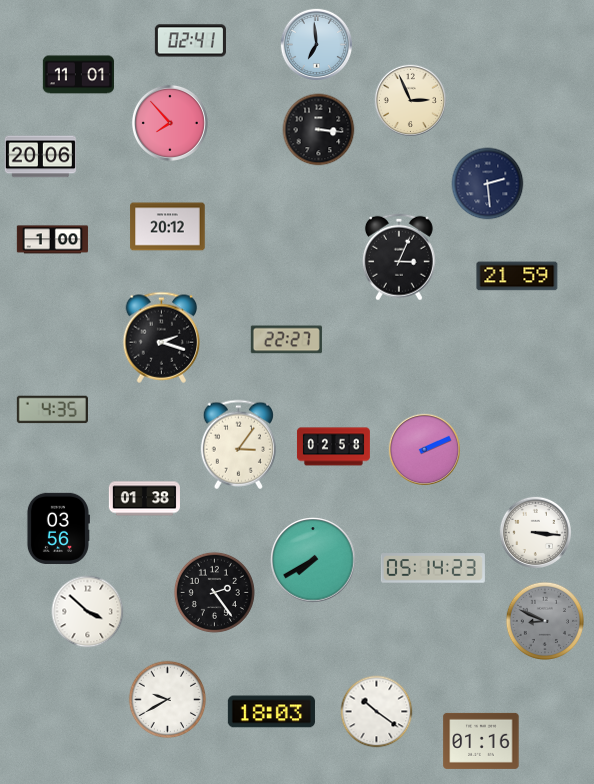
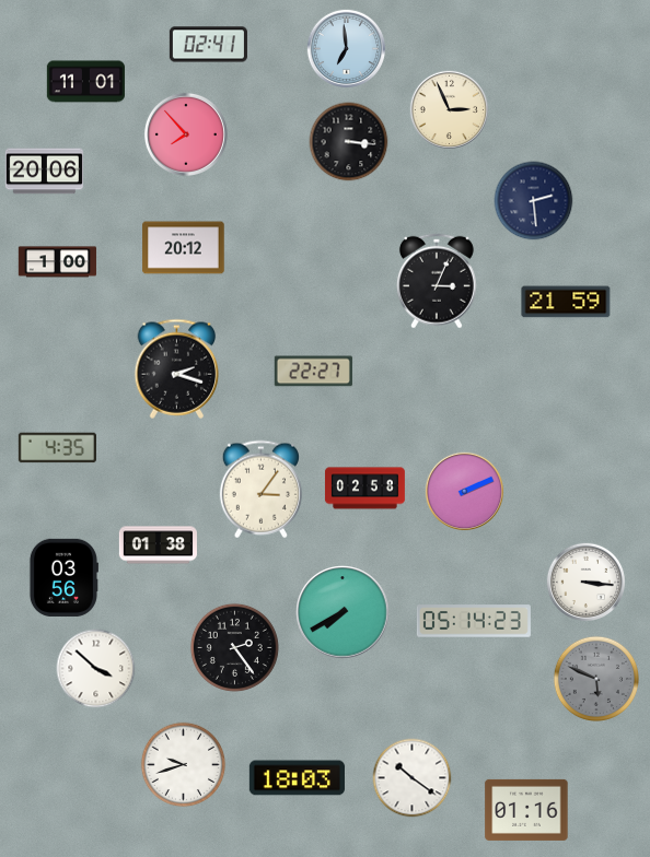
clock at (238, 445) position: (238, 445) -> (260, 490)
clock at (544, 620): 8:49 -> 5:49
clock at (168, 700): 9:40 -> 9:42
